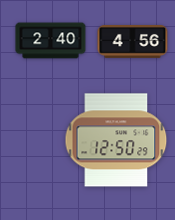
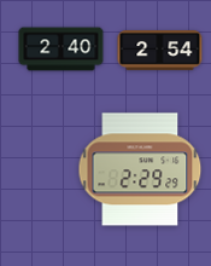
clock at (133, 42): 4:56 -> 2:54
clock at (116, 140): 12:50 -> 2:29
